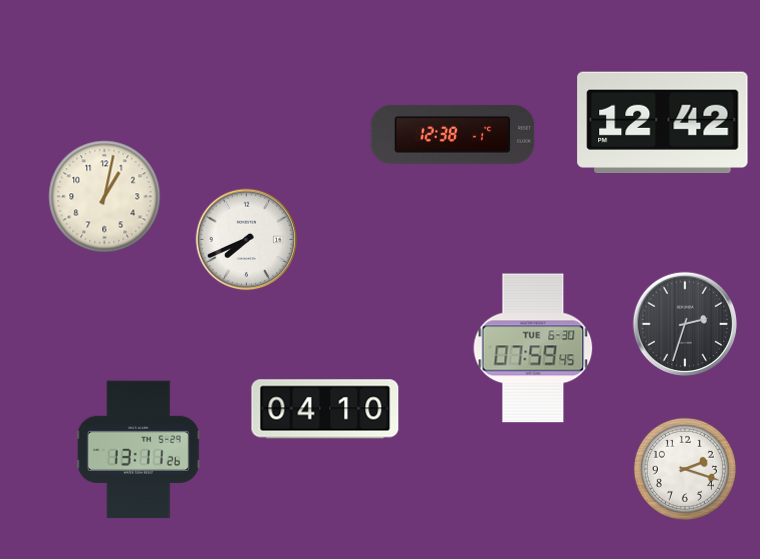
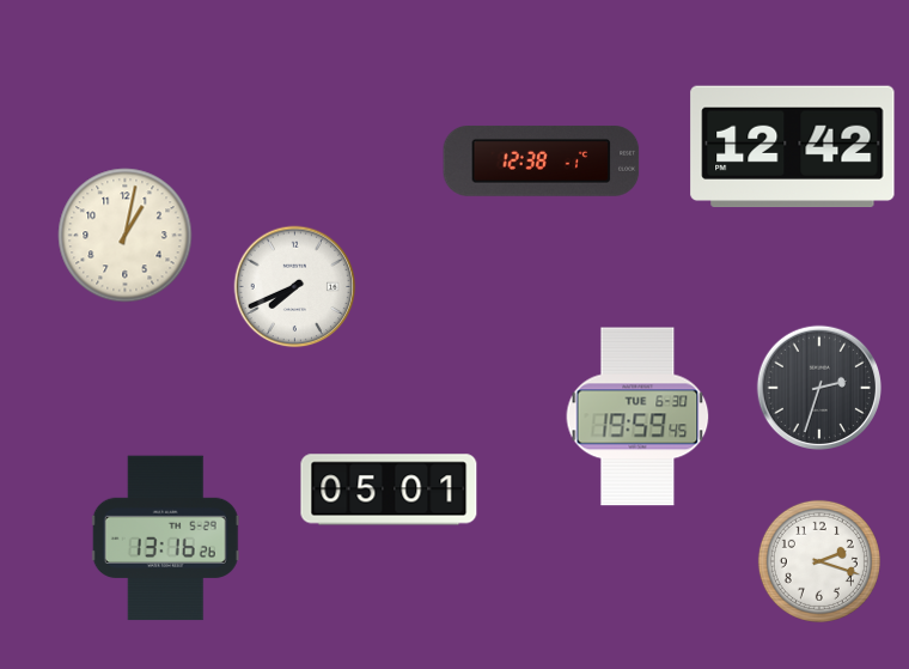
clock at (533, 348): 07:59 -> 19:59
clock at (325, 409): 04:10 -> 05:01
clock at (138, 450): 13:11 -> 13:16
